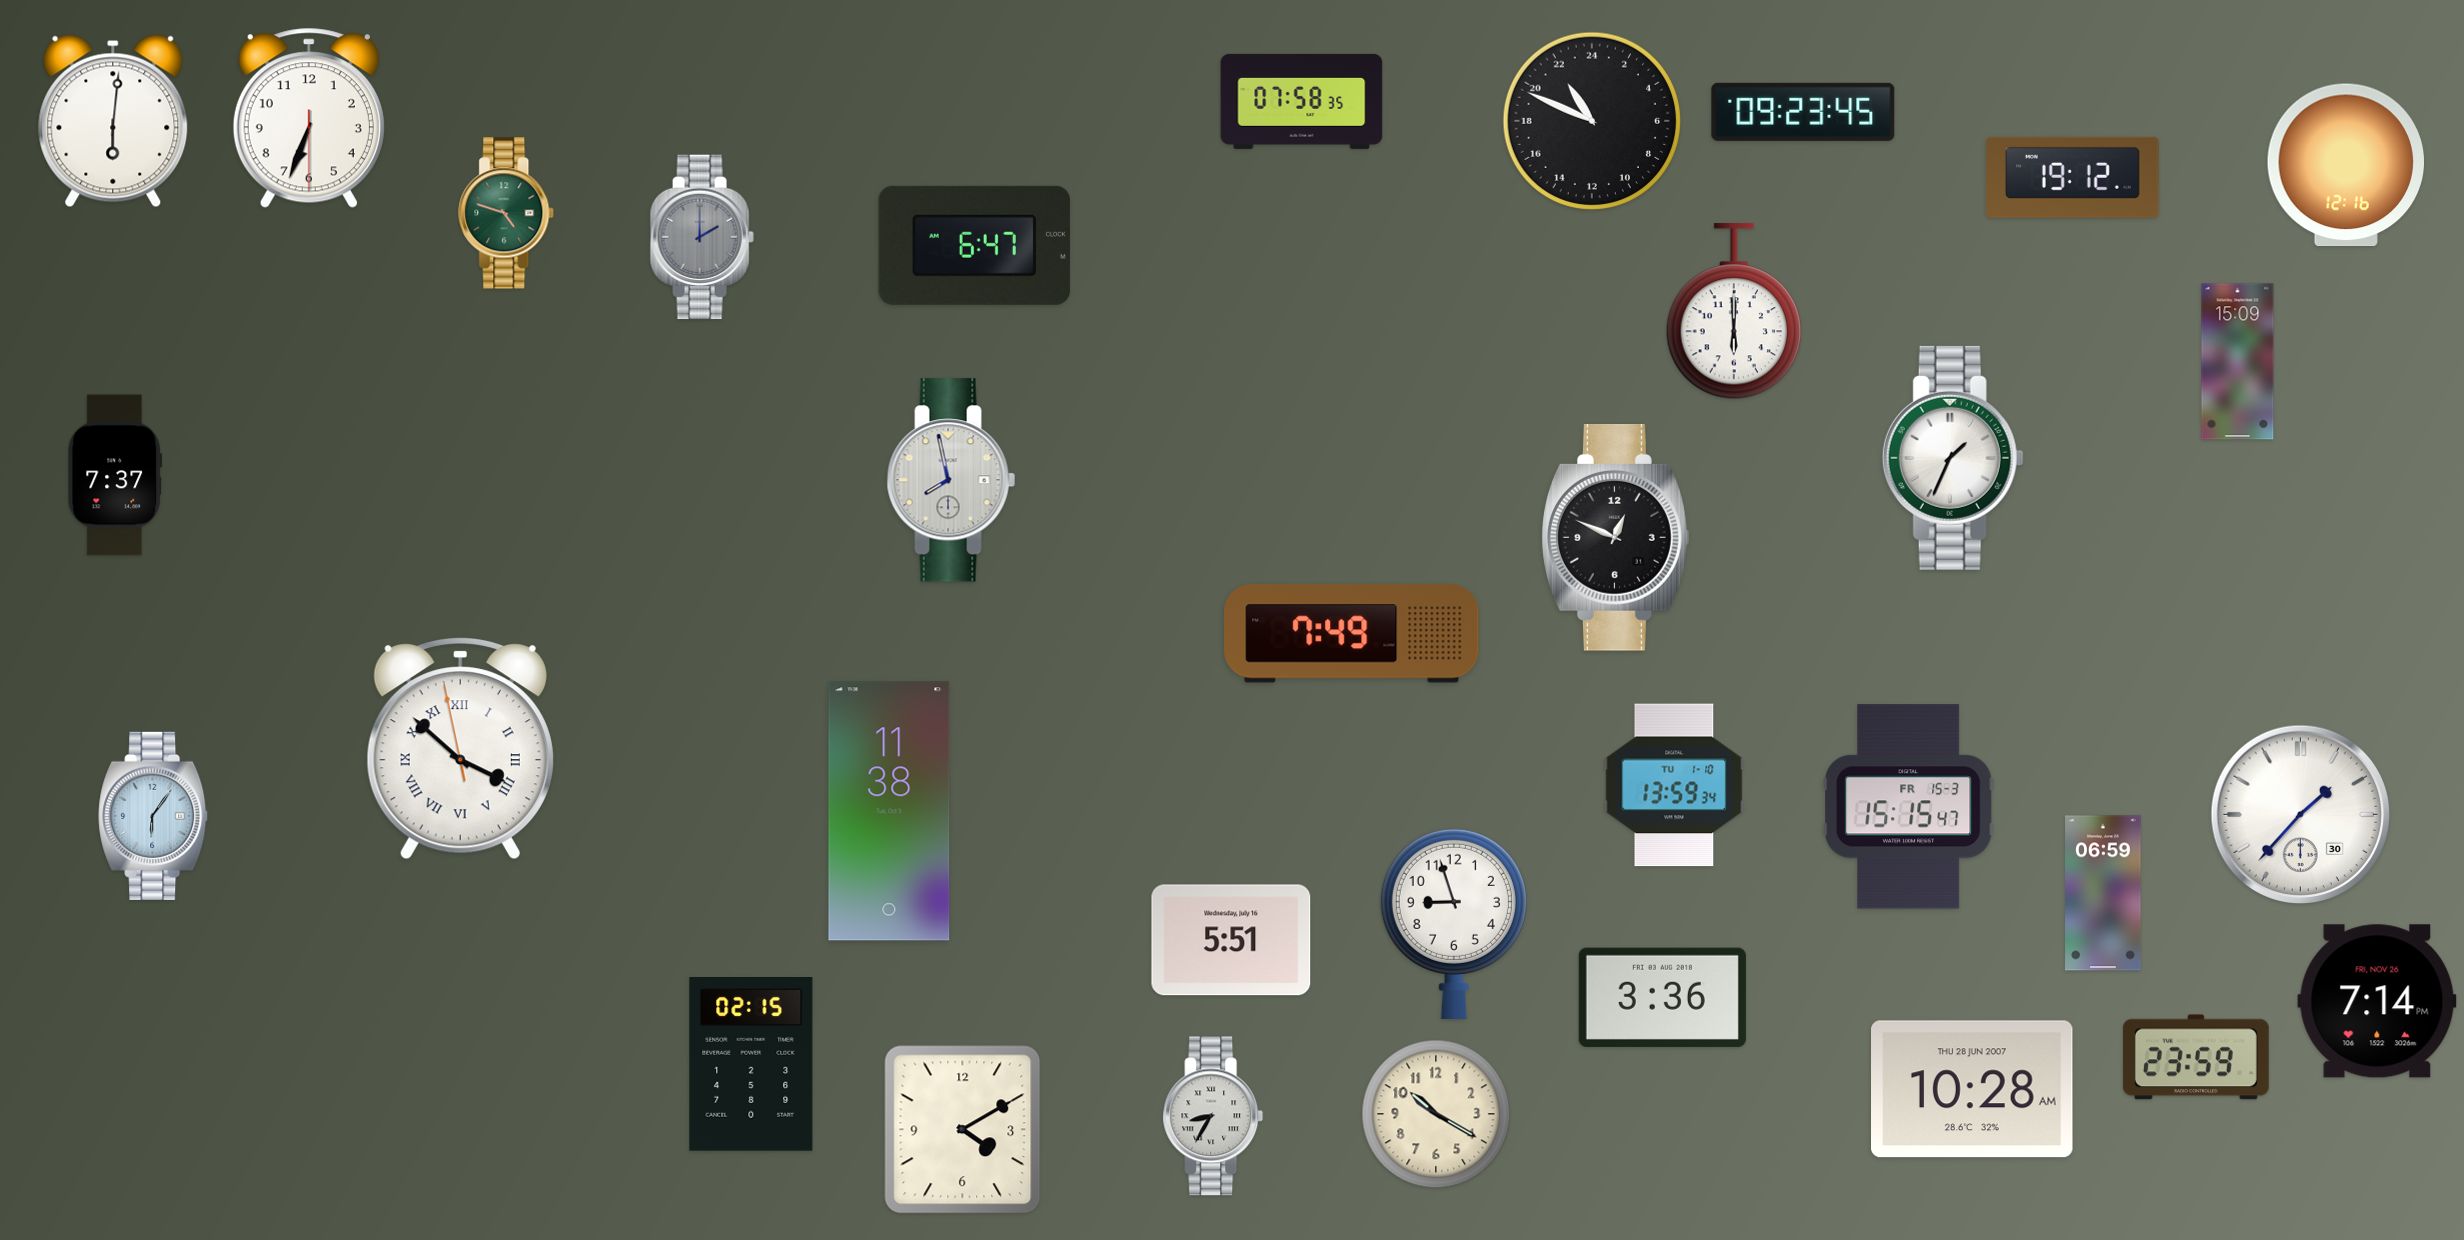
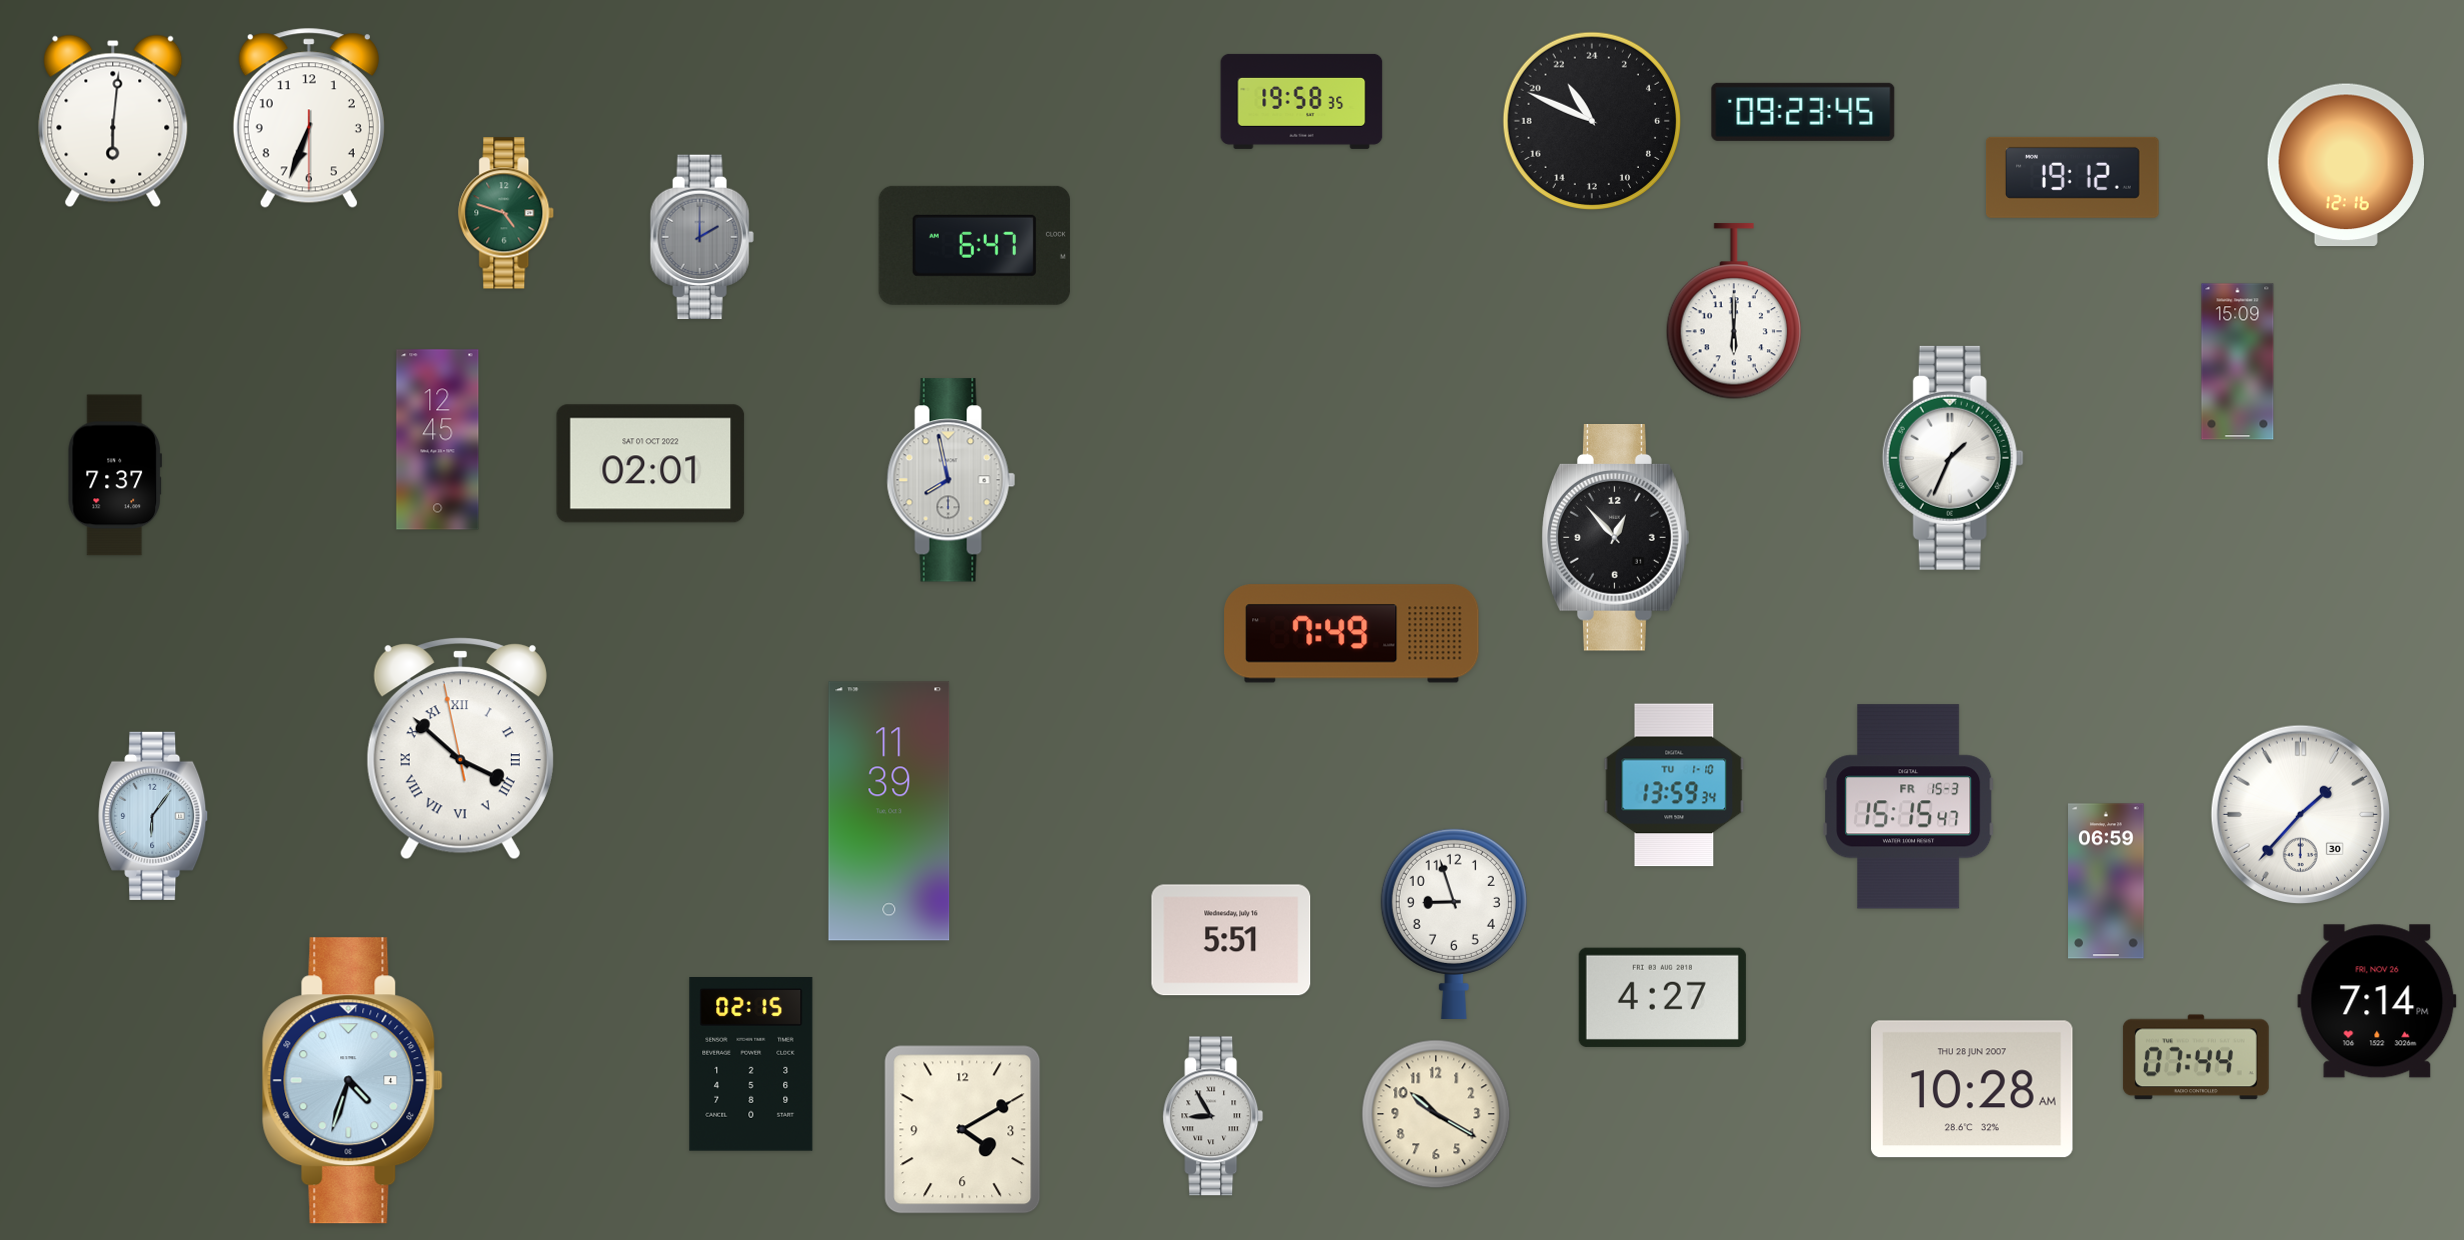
clock at (1302, 101): 07:58 -> 19:58
clock at (438, 440): none -> 12:45
clock at (651, 464): none -> 02:01
clock at (1615, 538): 12:49 -> 12:53
clock at (889, 811): 11:38 -> 11:39
clock at (2103, 893) position: (2103, 893) -> (2106, 881)
clock at (1662, 997): 3:36 -> 4:27
clock at (2196, 1057): 23:59 -> 07:44
clock at (352, 1081): none -> 4:33
clock at (1213, 1116): 8:35 -> 8:55
